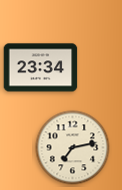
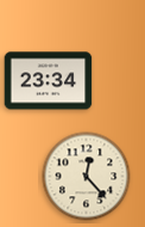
clock at (73, 148): 7:13 -> 12:23
